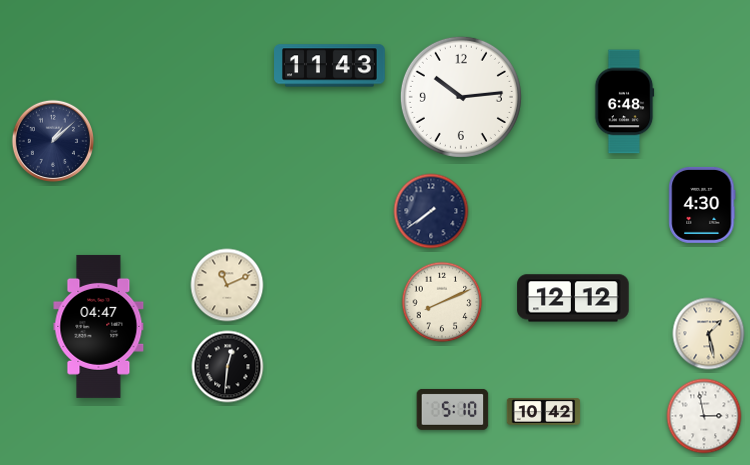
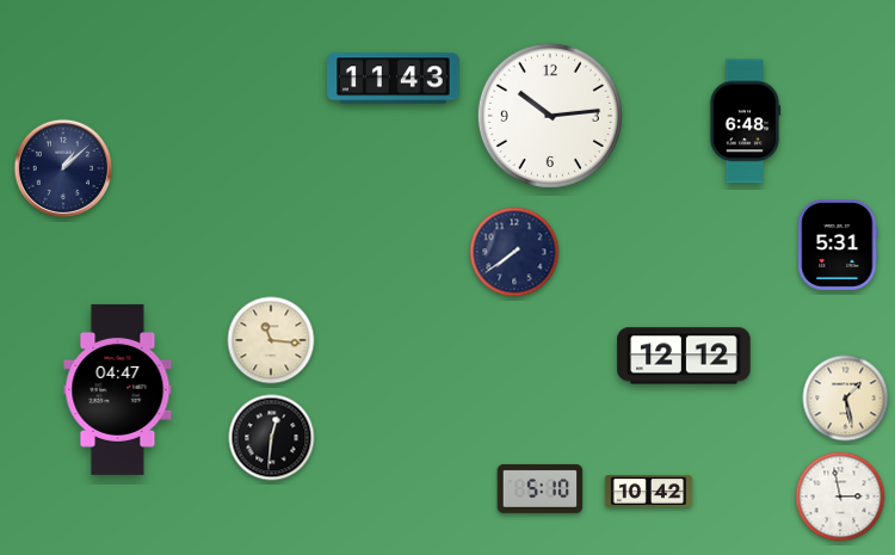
clock at (702, 205): 4:30 -> 5:31
clock at (227, 285): 11:11 -> 11:16
clock at (442, 302): 8:11 -> none
